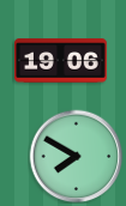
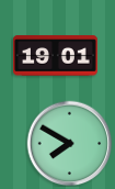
clock at (61, 61): 19:06 -> 19:01
